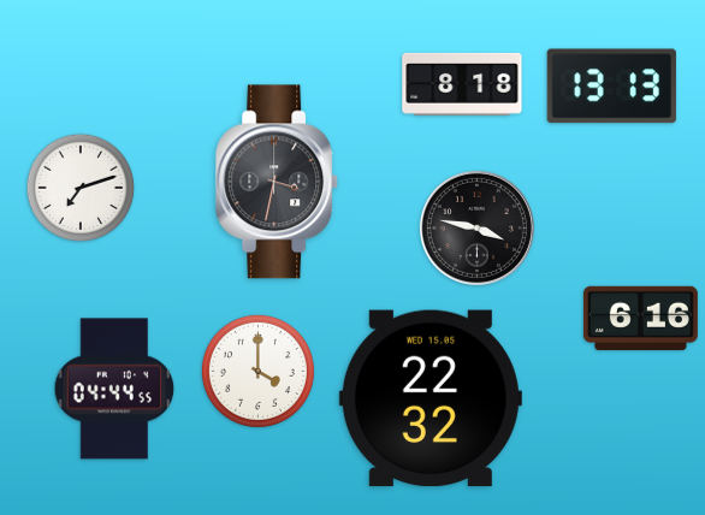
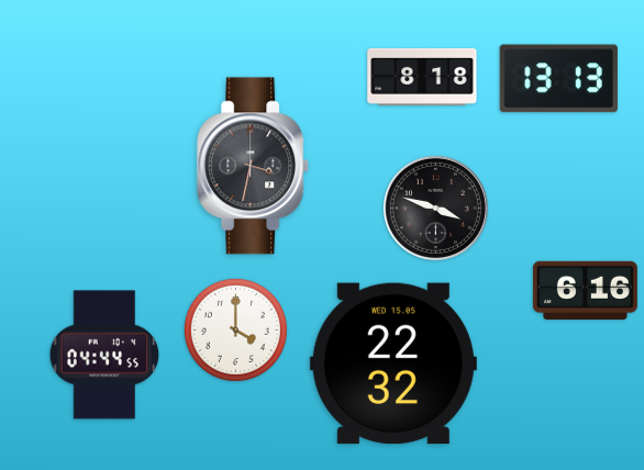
clock at (81, 188): 7:12 -> none
clock at (476, 227): 3:47 -> 3:48
clock at (257, 371) position: (257, 371) -> (235, 329)
